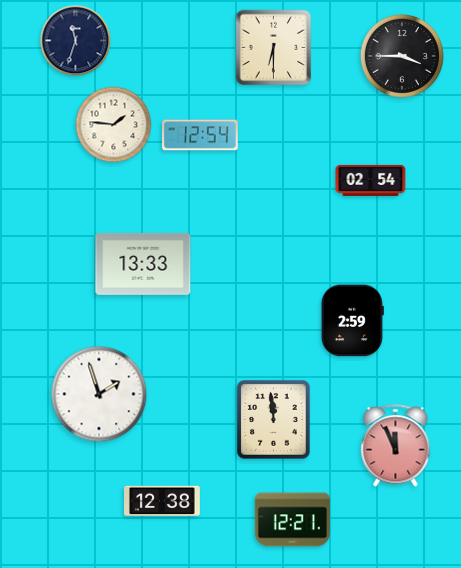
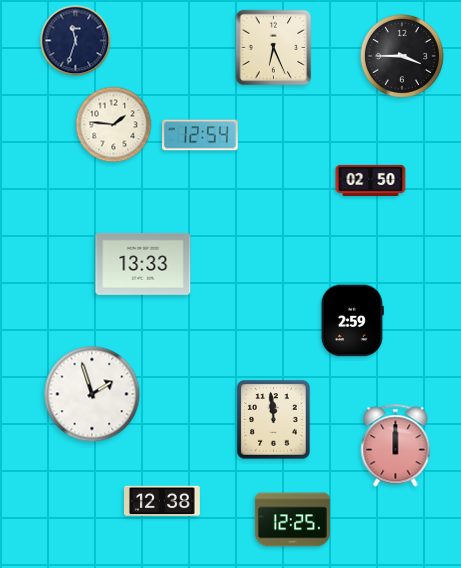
clock at (274, 48): 6:30 -> 6:26
clock at (371, 180): 02:54 -> 02:50
clock at (99, 394) position: (99, 394) -> (92, 394)
clock at (396, 446): 11:56 -> 12:00
clock at (292, 520): 12:21 -> 12:25
